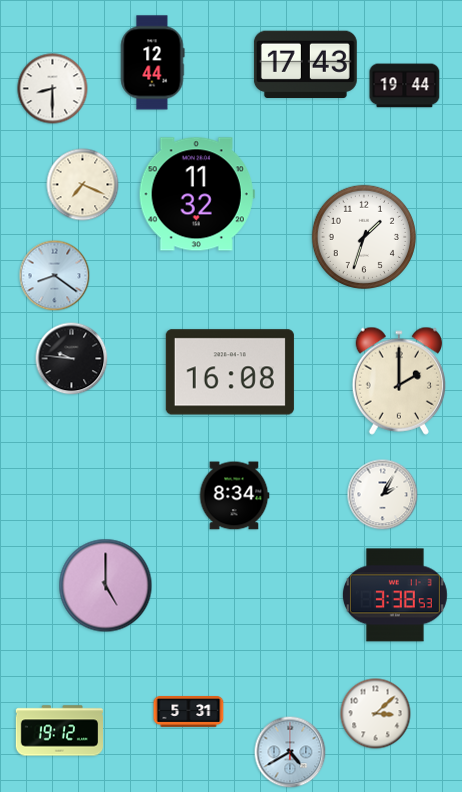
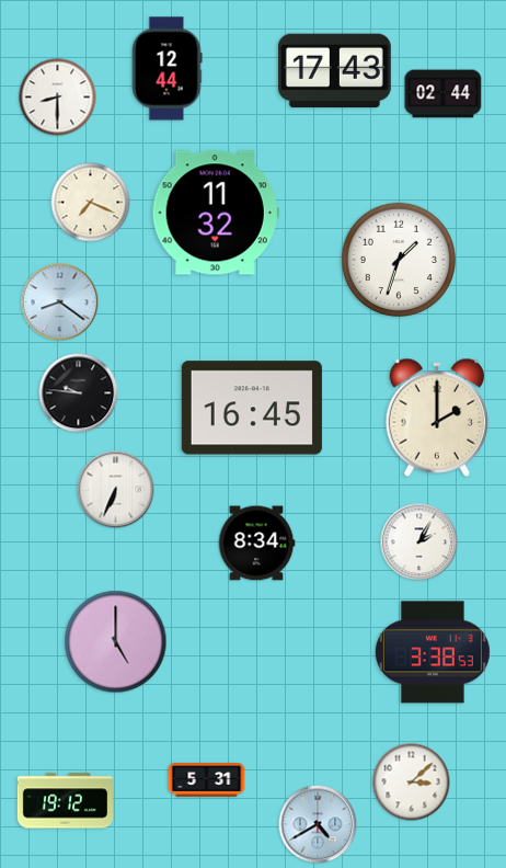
clock at (405, 86): 19:44 -> 02:44
clock at (230, 372): 16:08 -> 16:45
clock at (116, 490): none -> 6:34
